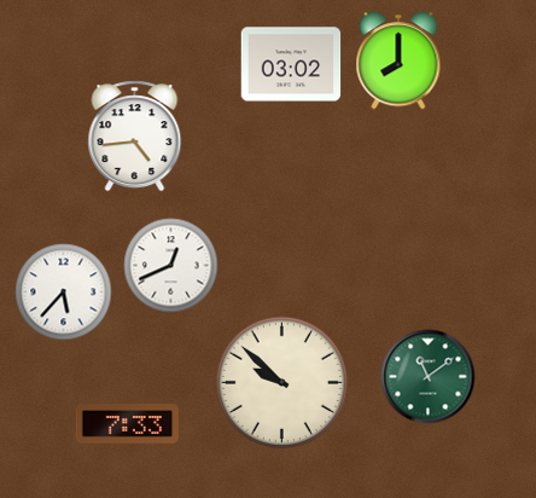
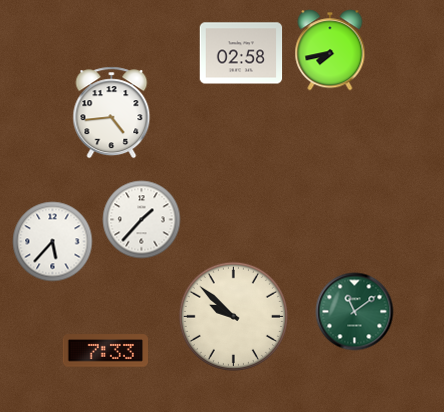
clock at (398, 60): 8:00 -> 7:43
clock at (291, 64): 03:02 -> 02:58
clock at (170, 265): 12:41 -> 1:37
